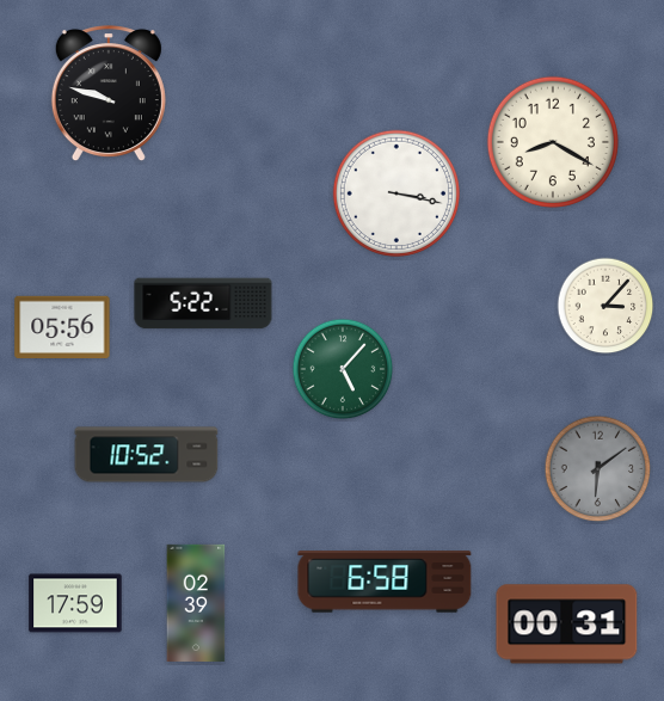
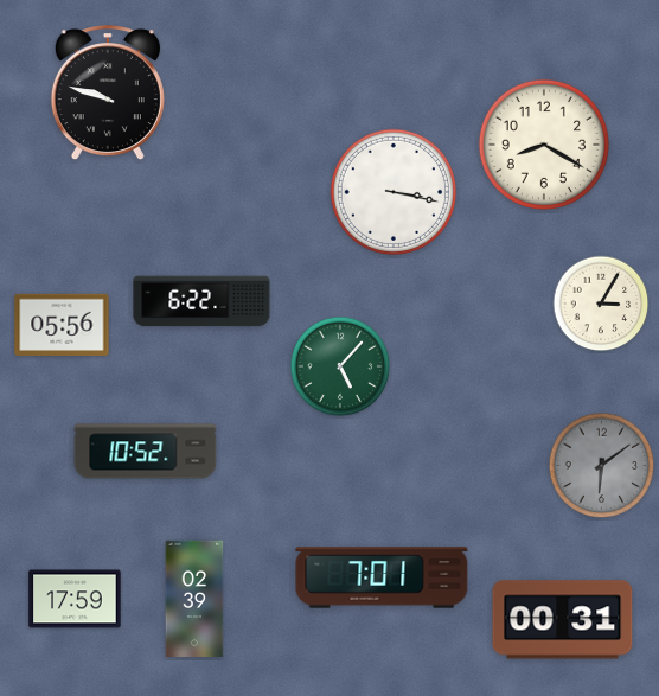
clock at (553, 142) position: (553, 142) -> (544, 145)
clock at (203, 303): 5:22 -> 6:22
clock at (605, 306): 3:07 -> 3:05
clock at (598, 469) position: (598, 469) -> (602, 466)
clock at (385, 582): 6:58 -> 7:01
